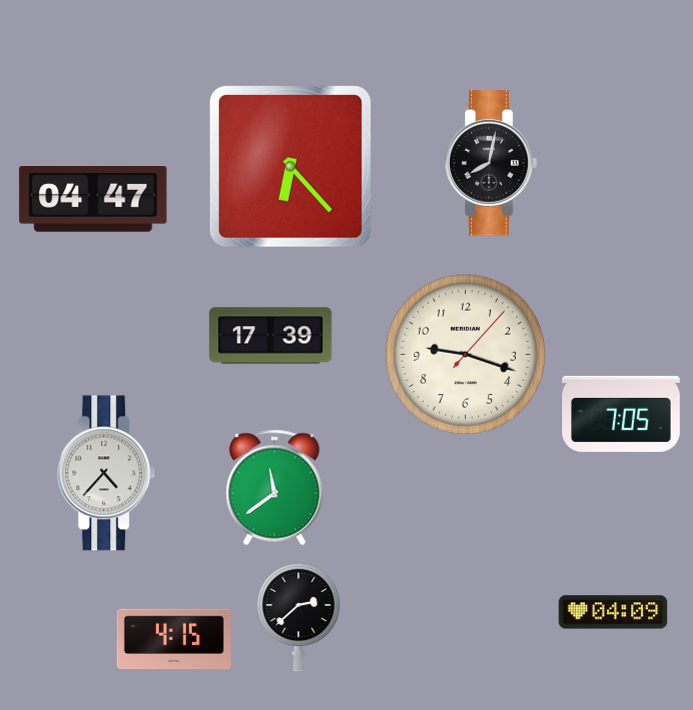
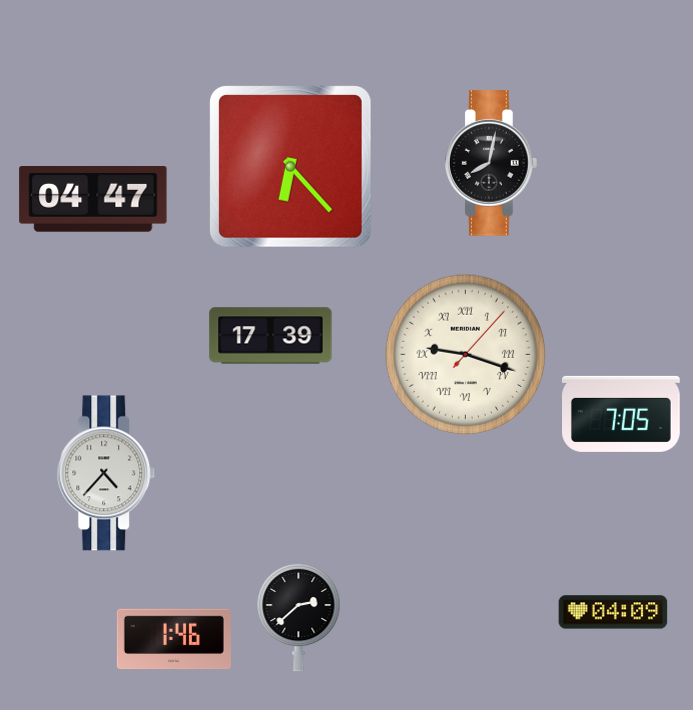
clock at (466, 355) numerals: Arabic -> Roman
clock at (275, 488): 11:39 -> none
clock at (174, 639): 4:15 -> 1:46
